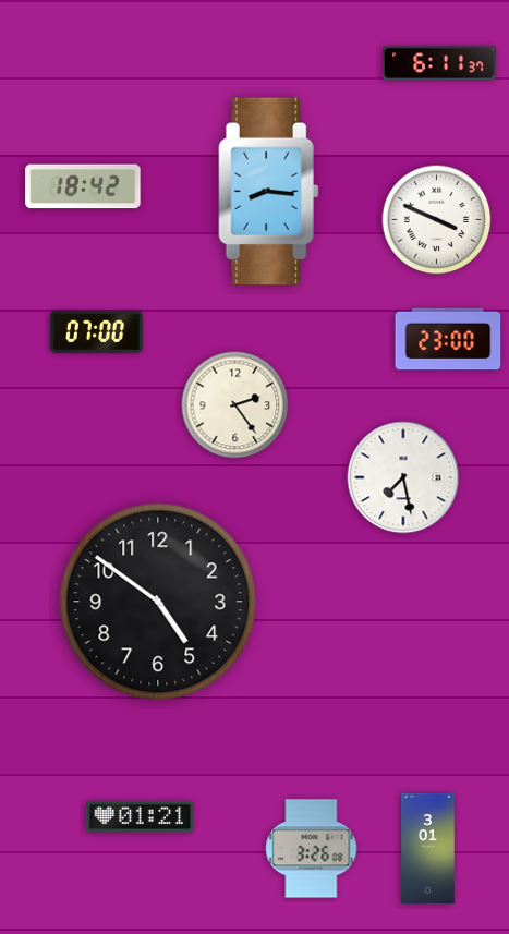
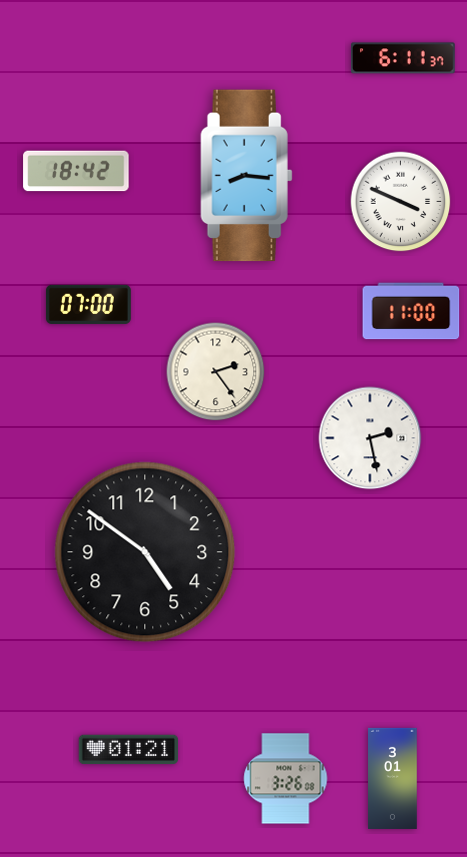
clock at (448, 339): 23:00 -> 11:00
clock at (403, 477): 7:28 -> 2:28
